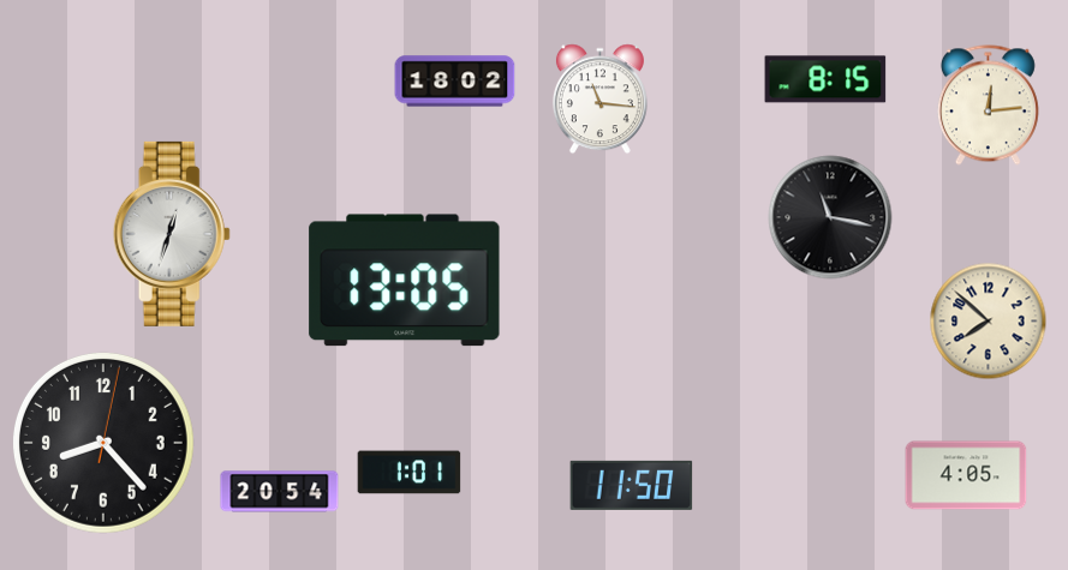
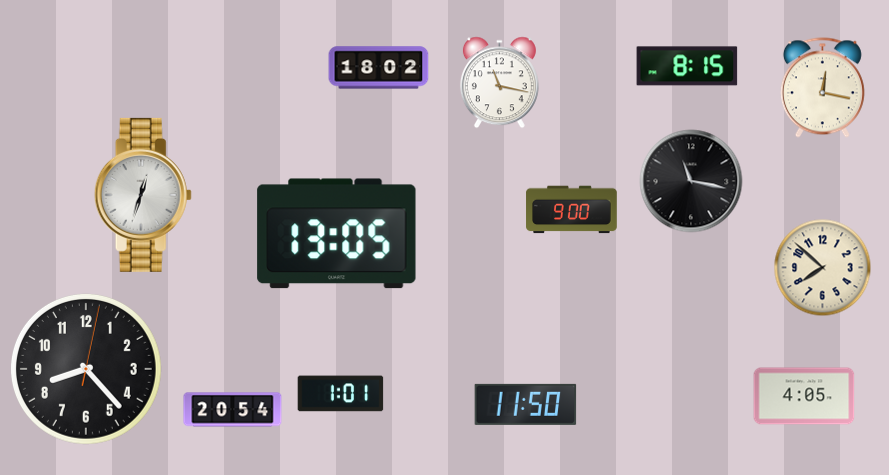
clock at (599, 100): 11:16 -> 11:17
clock at (988, 106): 12:14 -> 12:17
clock at (572, 210): none -> 9:00
